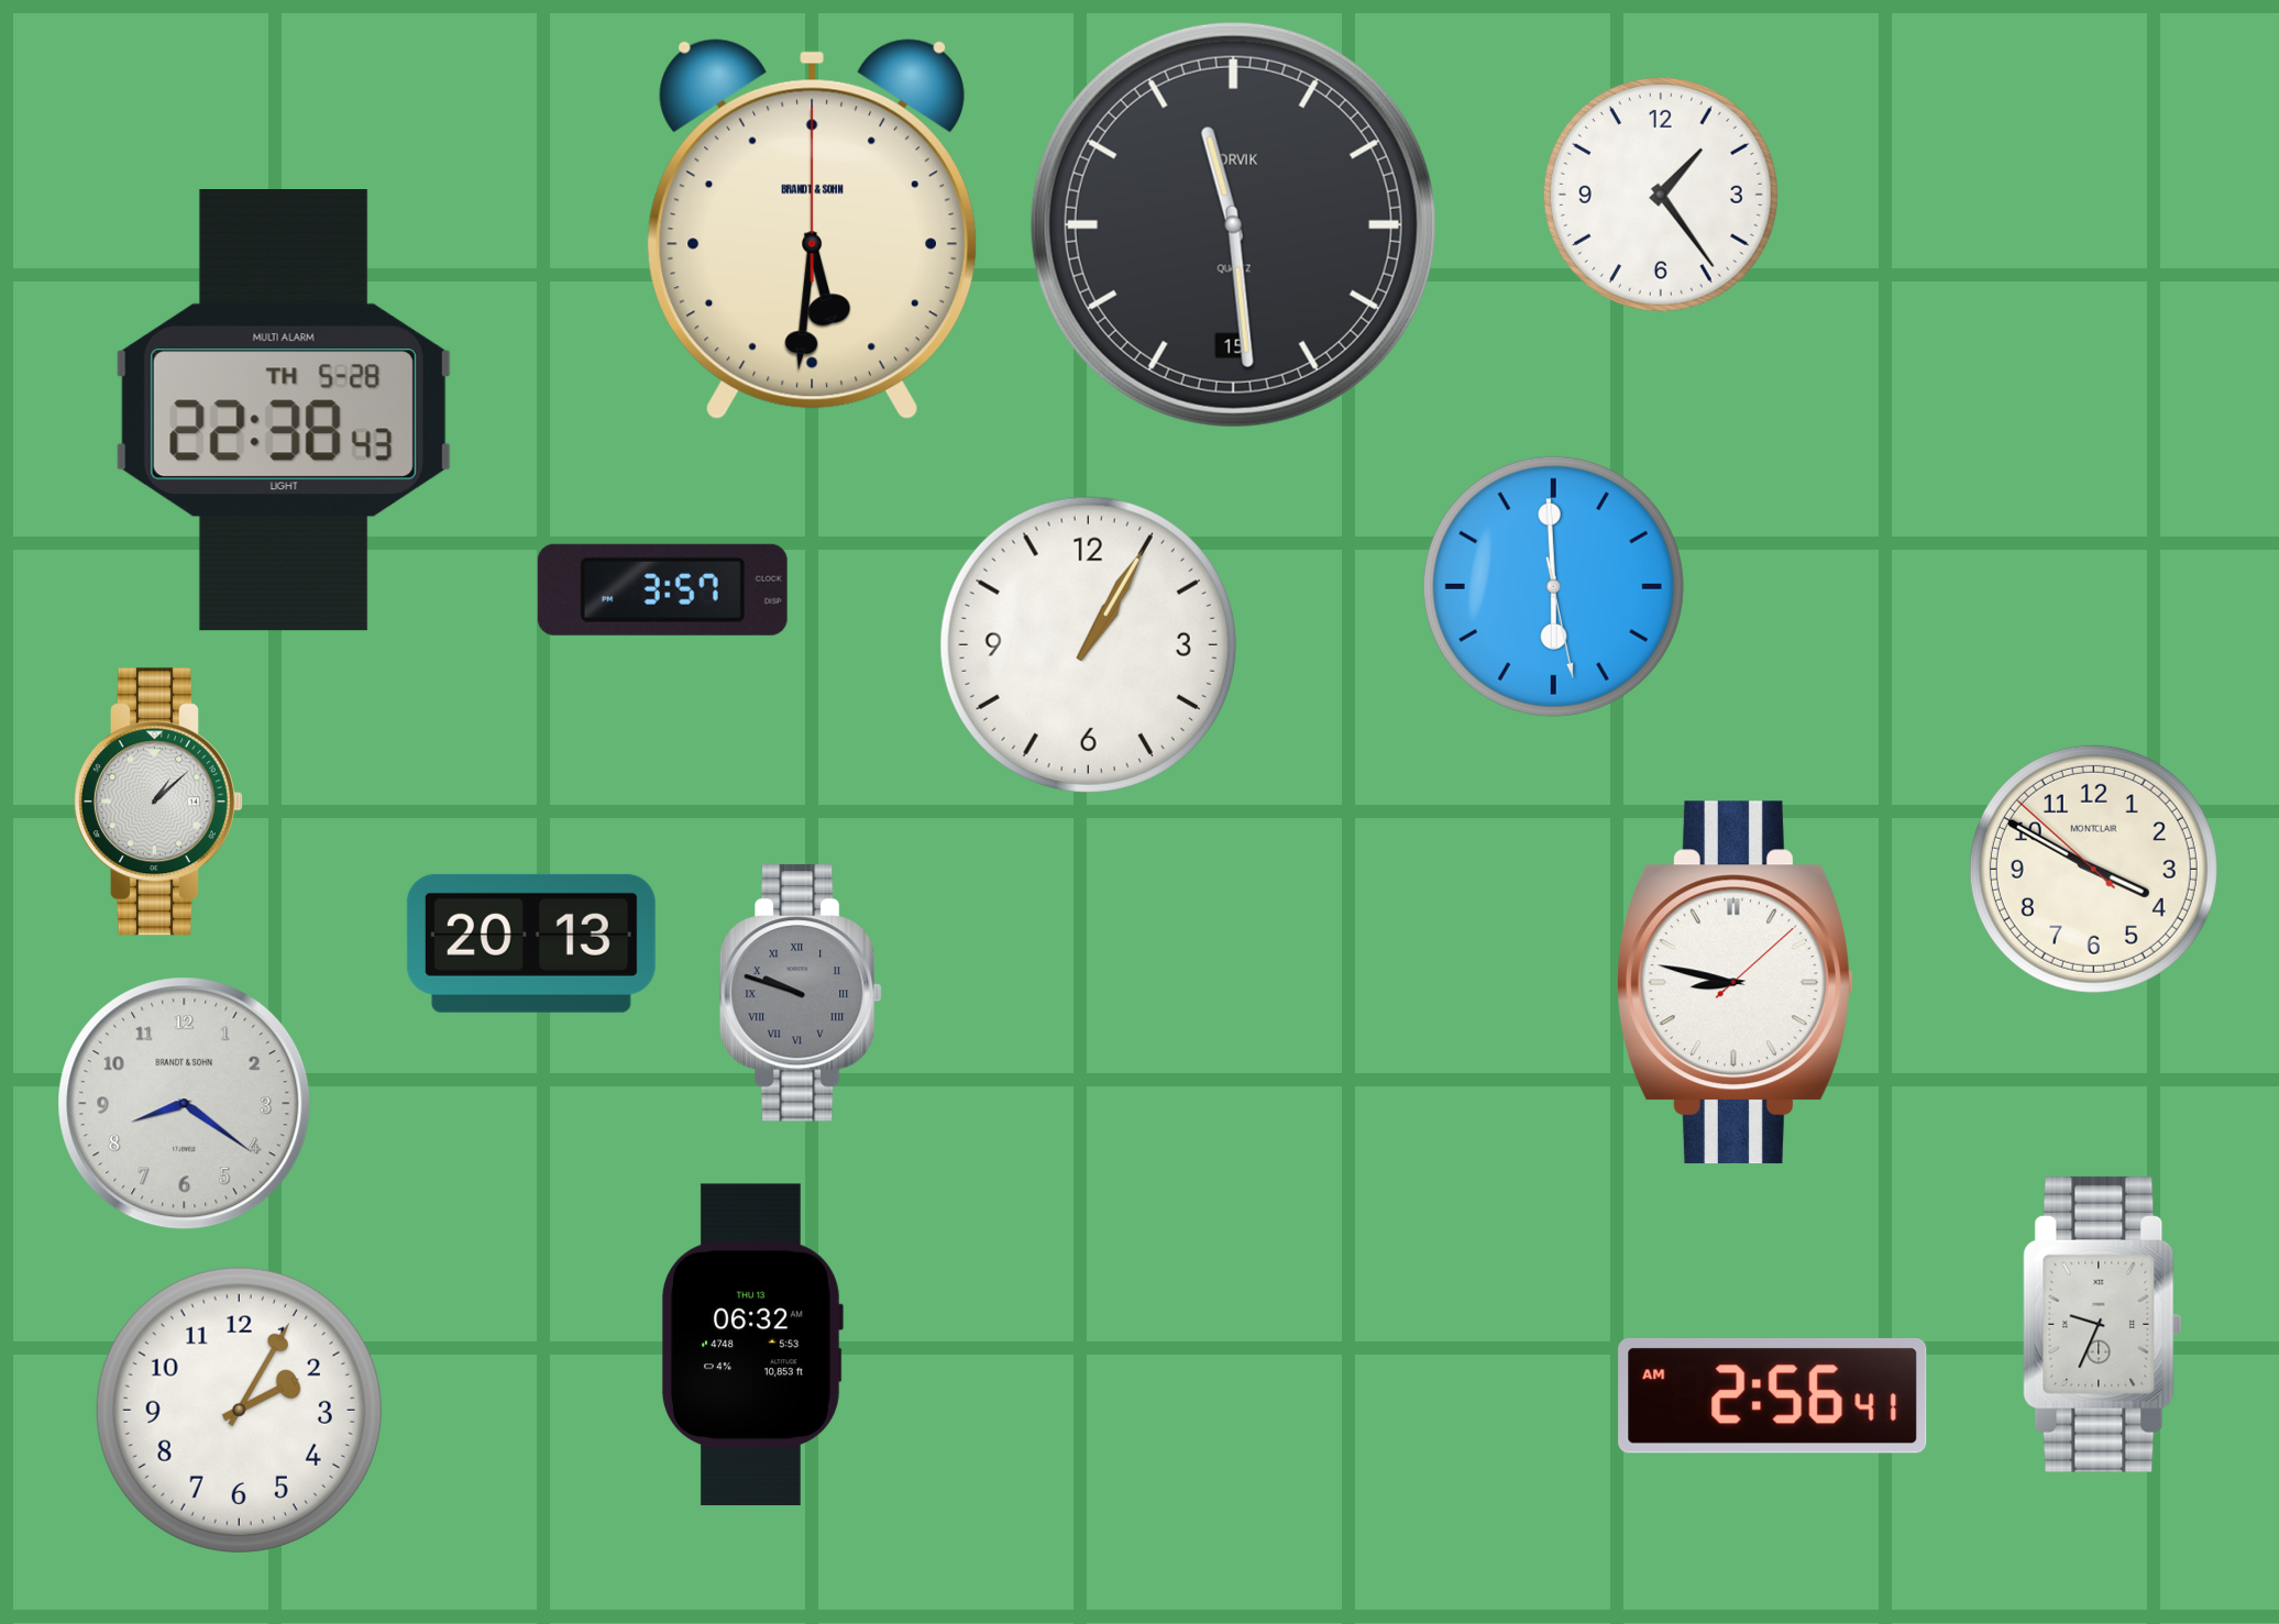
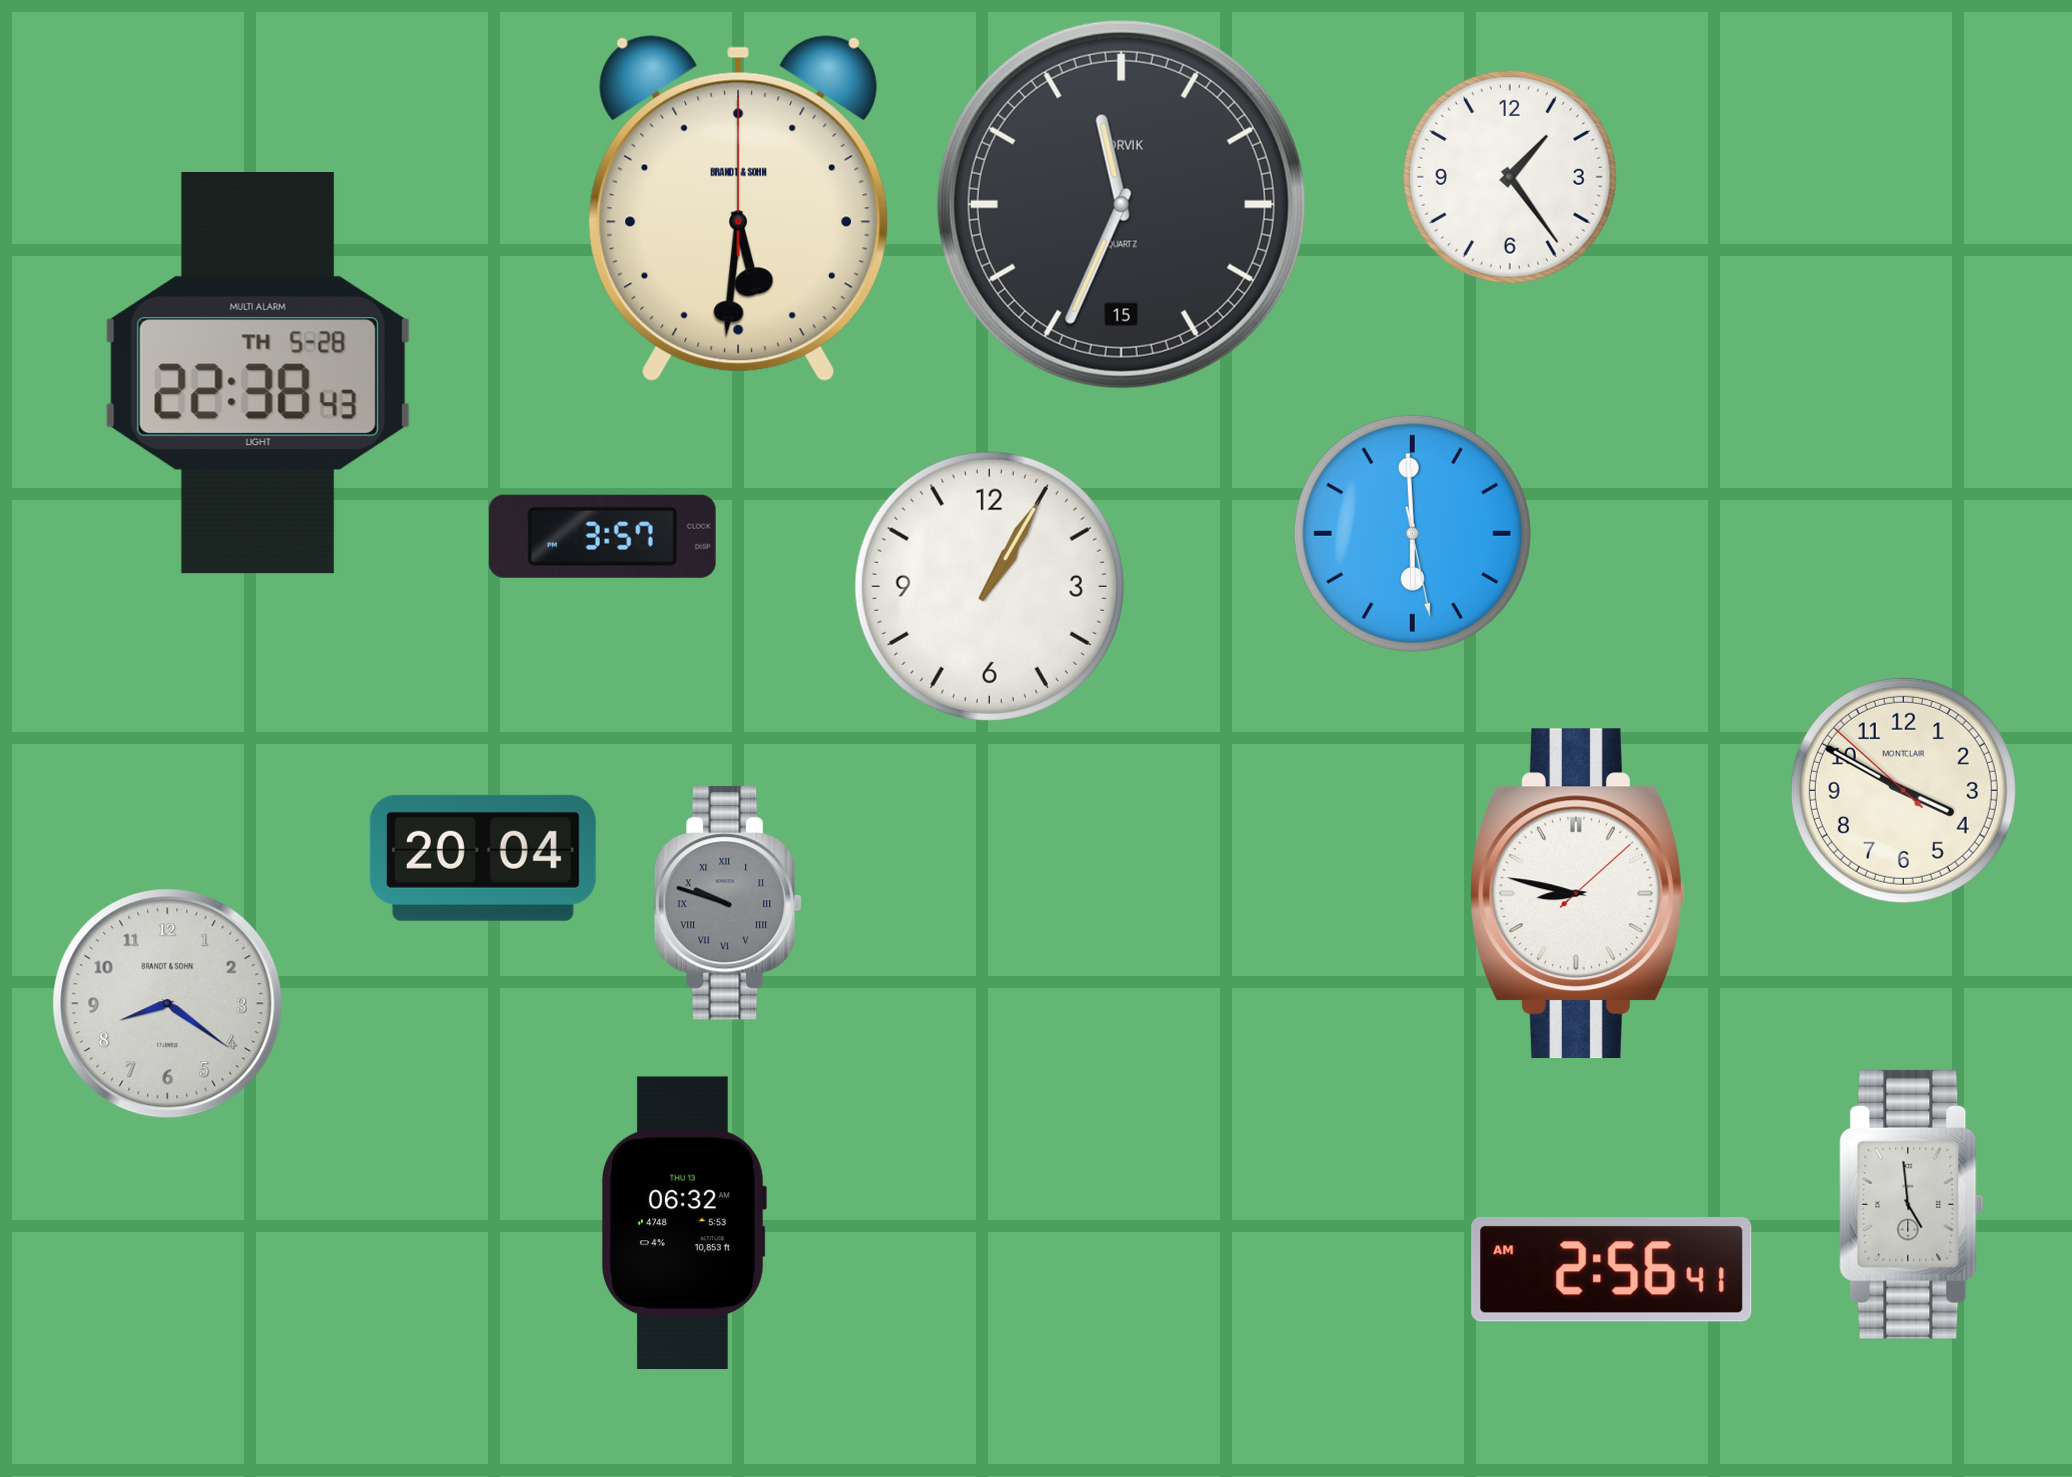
clock at (1233, 224): 11:29 -> 11:34
clock at (158, 802): 1:08 -> none
clock at (531, 943): 20:13 -> 20:04
clock at (2103, 1324): 9:34 -> 4:59
clock at (239, 1410): 2:05 -> none
